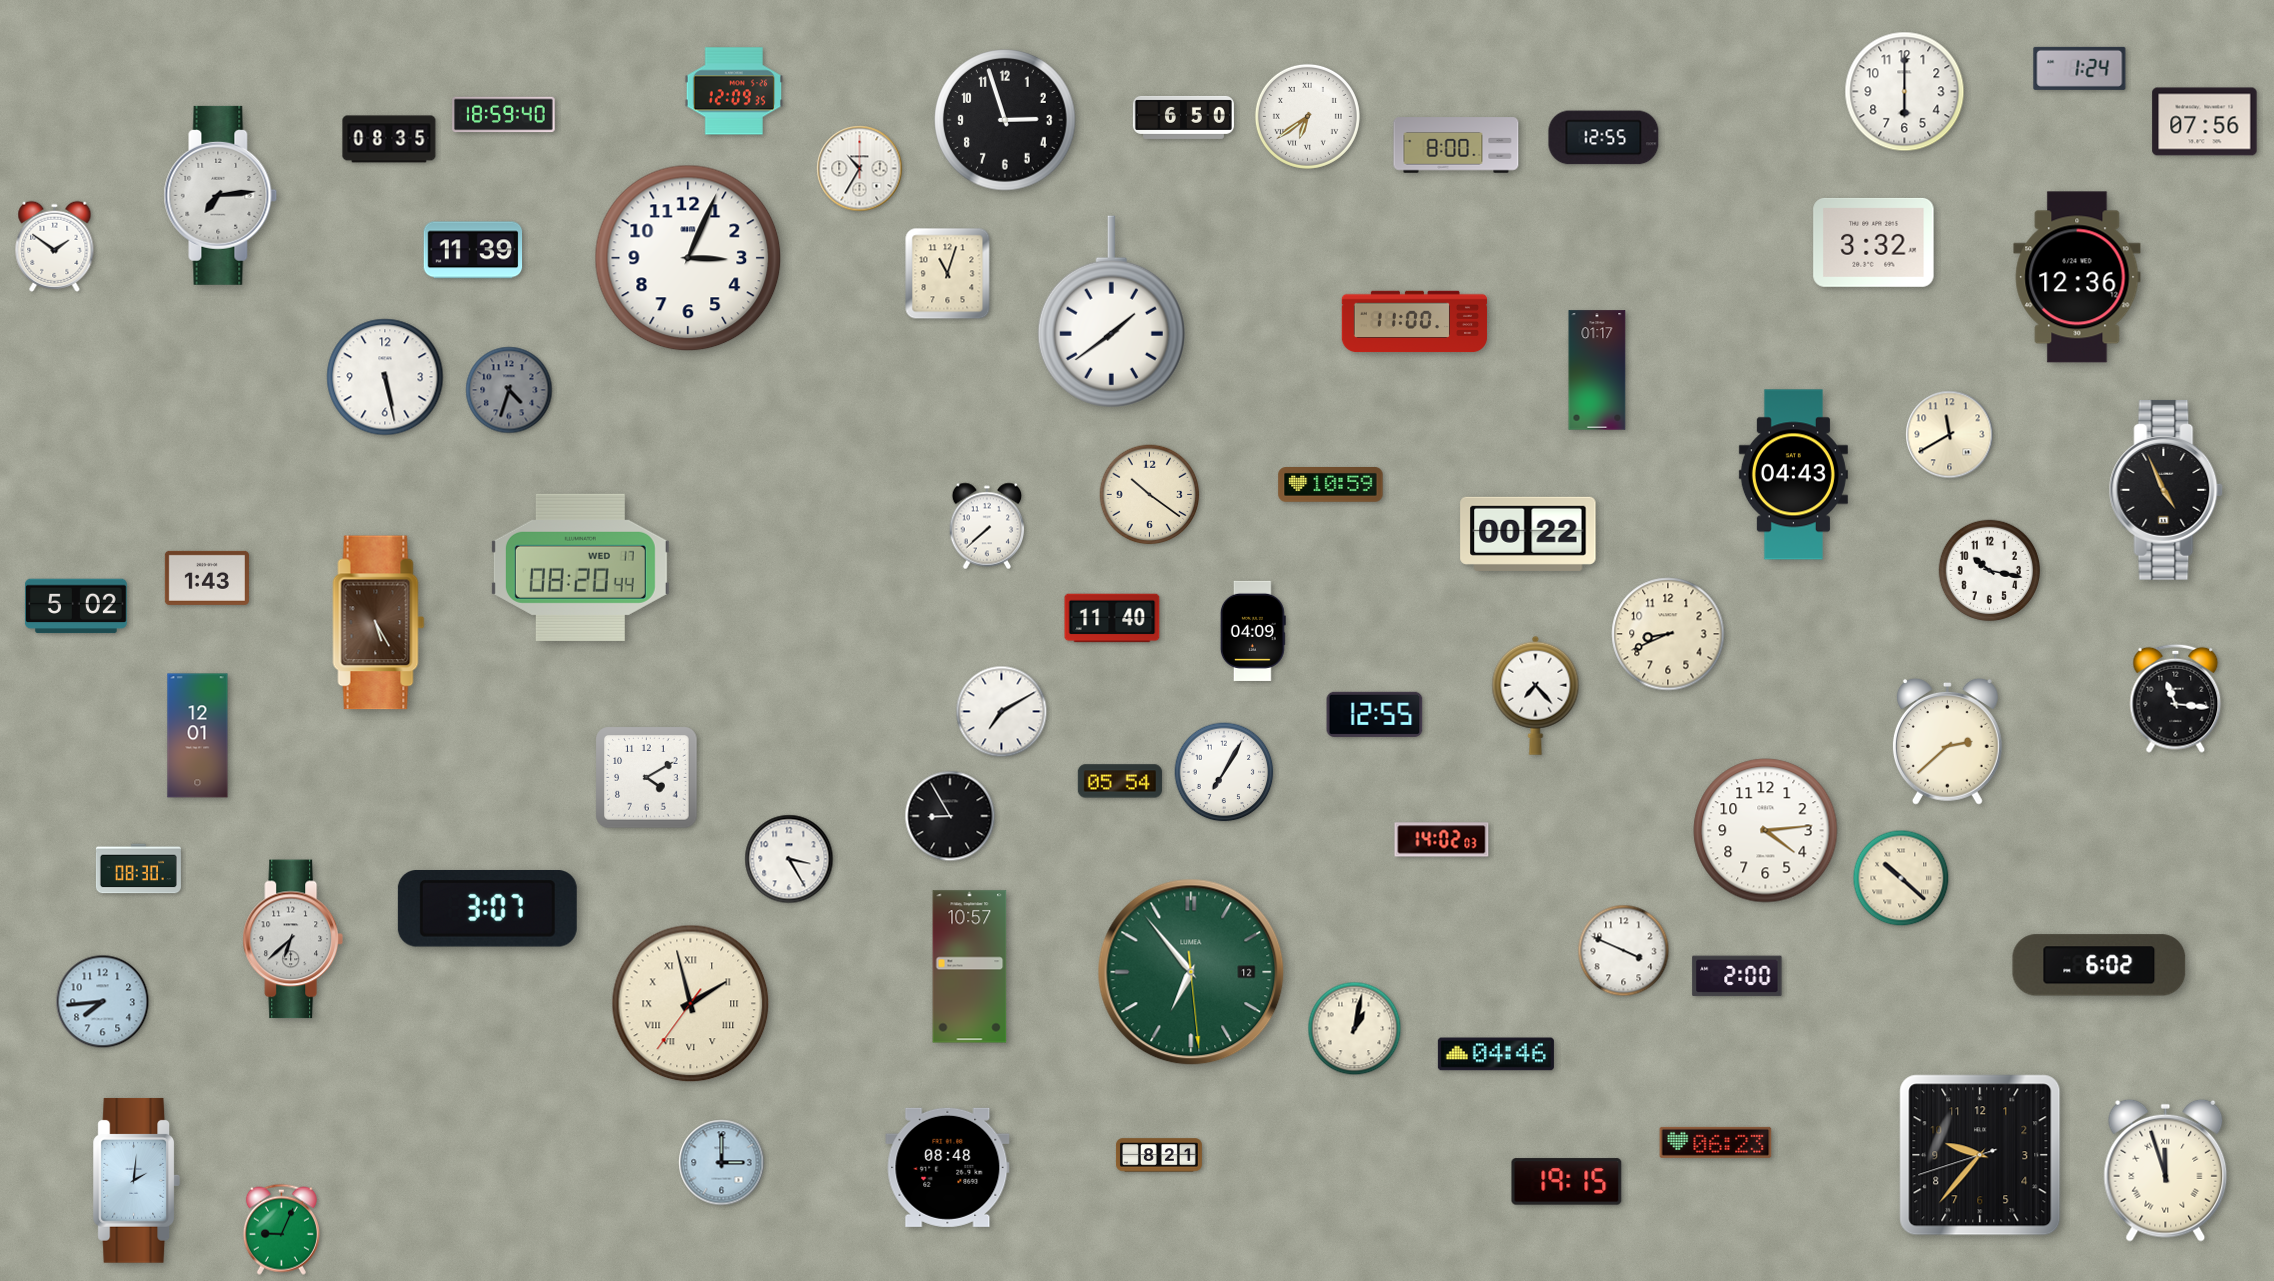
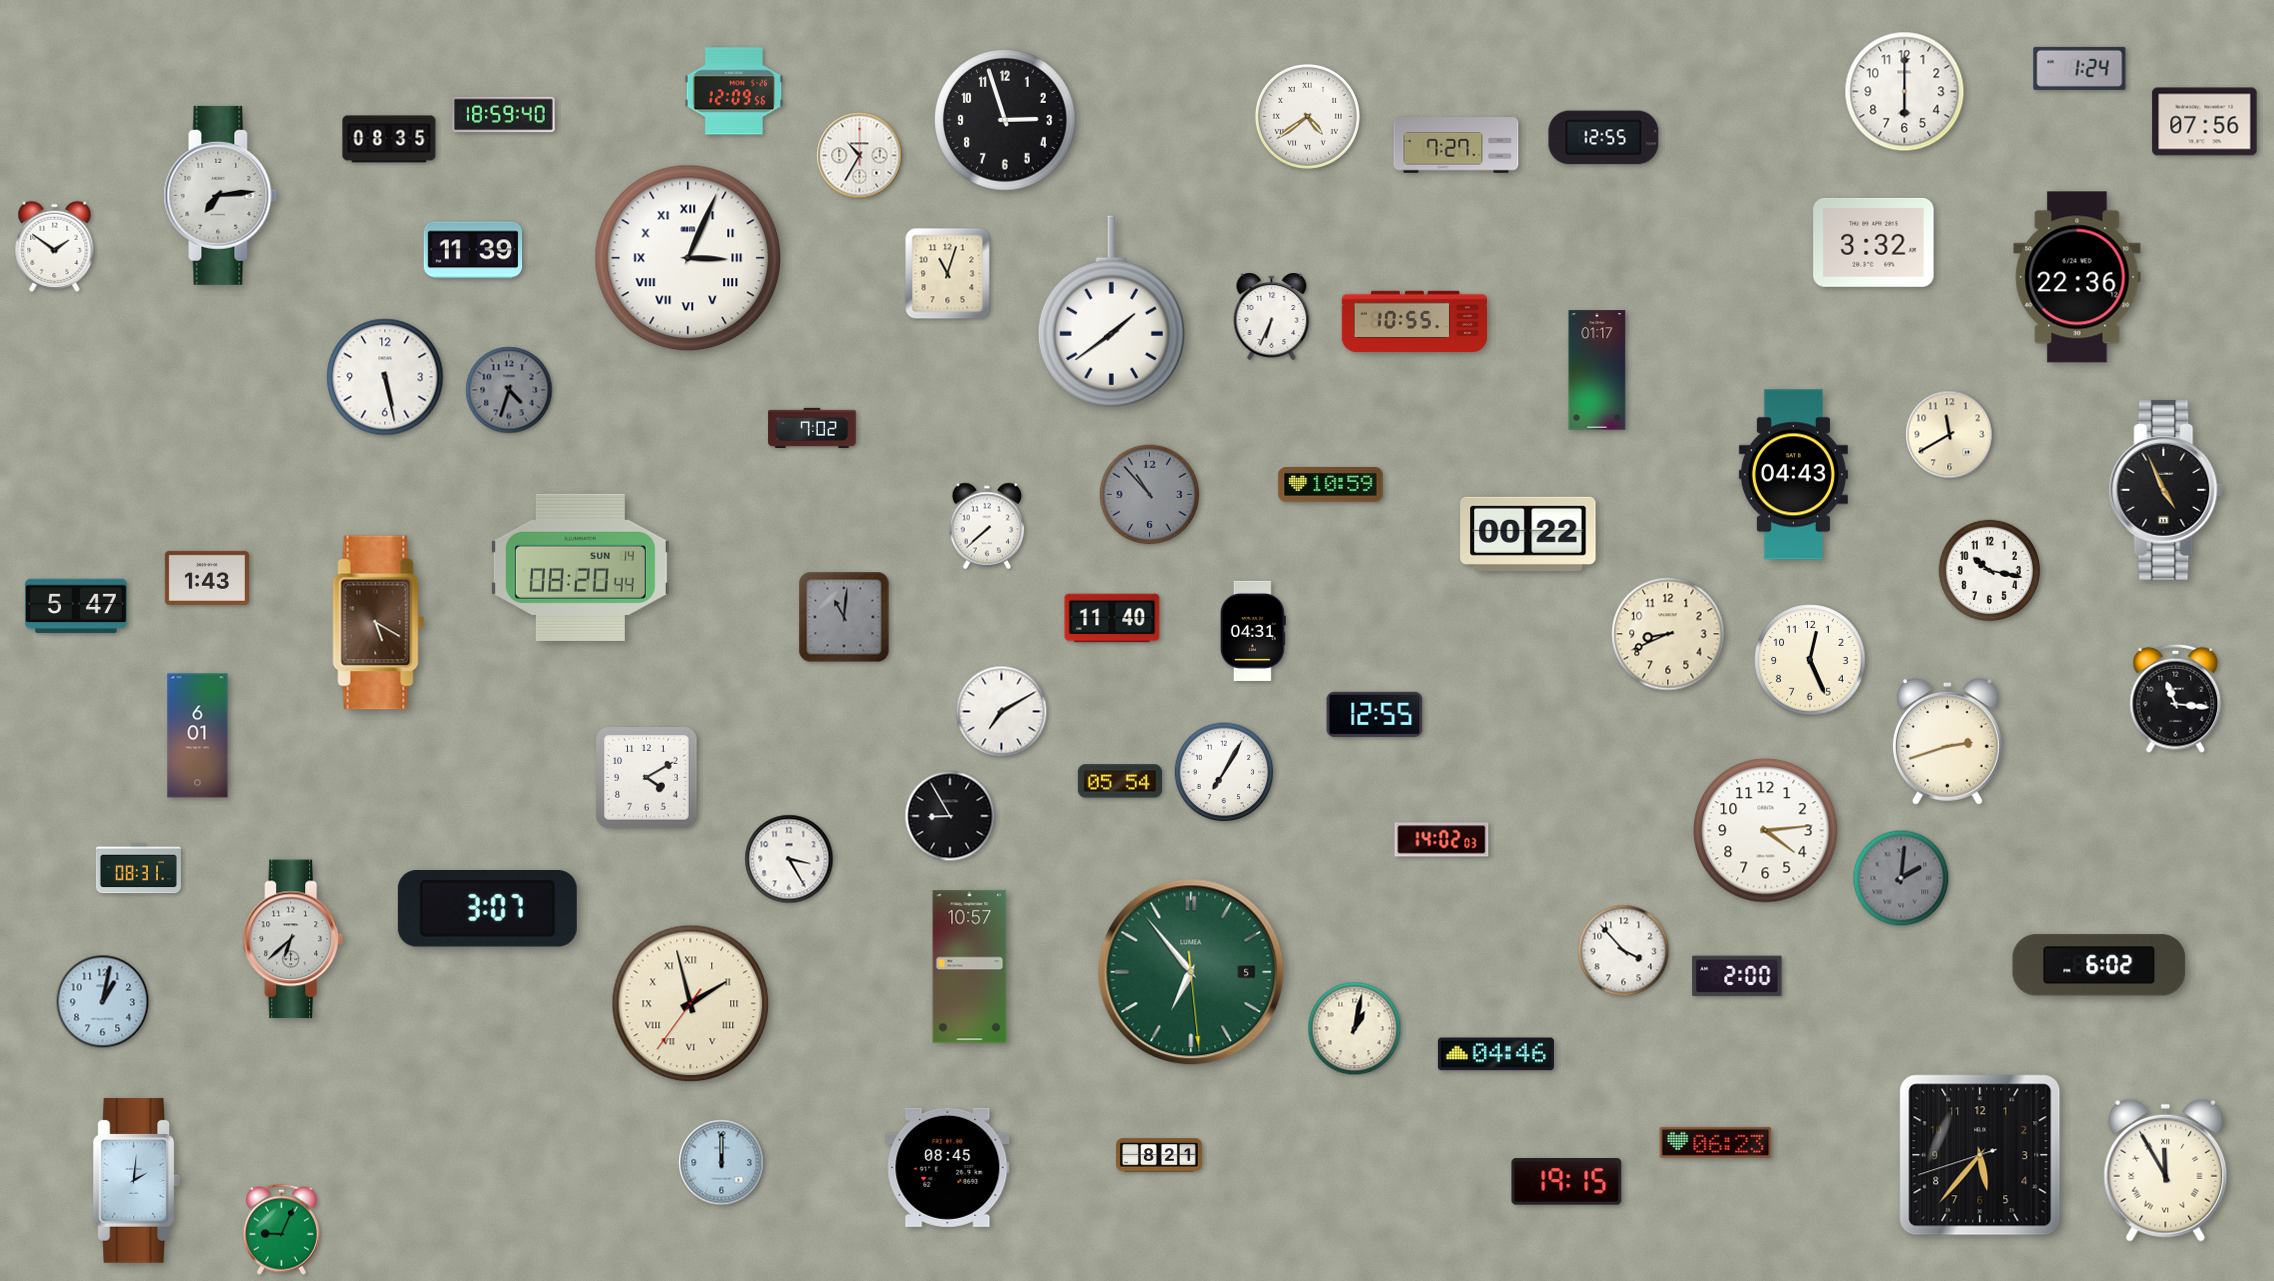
clock at (734, 91): 12:09:35 -> 12:09:56
clock at (1307, 116): 6:39 -> 4:39
clock at (1183, 117): 6:50 -> none
clock at (1456, 145): 8:00 -> 7:27
clock at (860, 169) position: (860, 169) -> (860, 156)
clock at (688, 258) numerals: Arabic -> Roman
clock at (2077, 277): 12:36 -> 22:36
clock at (1272, 316): none -> 6:34
clock at (1415, 322): 11:00 -> 10:55
clock at (812, 428): none -> 7:02
clock at (1150, 495): 10:21 -> 10:53
clock at (1150, 495) dial: cream -> grey
clock at (580, 567) date: WED 17 -> SUN 14
clock at (76, 606): 5:02 -> 5:47
clock at (844, 617): none -> 11:01
clock at (379, 623): 5:25 -> 5:20
clock at (1253, 631): 04:09 -> 04:31
clock at (1810, 660): none -> 12:26
clock at (1536, 695): 7:23 -> none
clock at (198, 736): 12:01 -> 6:01
clock at (1947, 741): 2:38 -> 2:42
clock at (138, 869): 08:30 -> 08:31
clock at (1901, 878): 10:22 -> 2:01
clock at (1901, 878) dial: cream -> grey
clock at (1624, 951): 3:49 -> 3:53
clock at (1191, 972) date: 12 -> 5
clock at (103, 1002): 7:44 -> 1:02
clock at (1980, 1155): 9:36 -> 5:36
clock at (722, 1163): 3:00 -> 12:00
clock at (948, 1167): 08:48 -> 08:45
clock at (2166, 1170): 11:57 -> 11:55
